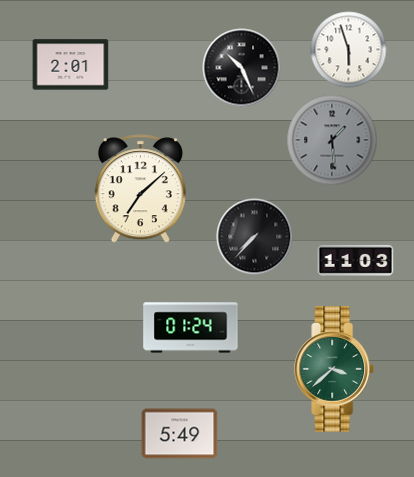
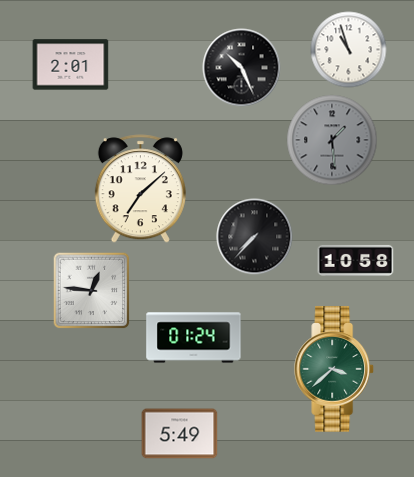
clock at (349, 50): 5:57 -> 10:57
clock at (356, 260): 11:03 -> 10:58
clock at (91, 290): none -> 12:46
clock at (191, 328) position: (191, 328) -> (194, 338)
